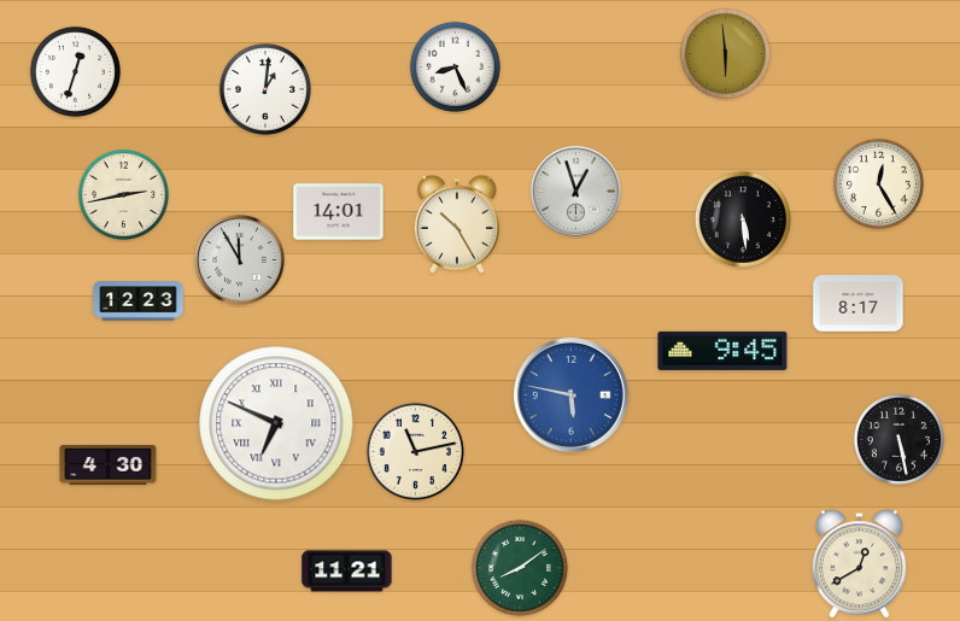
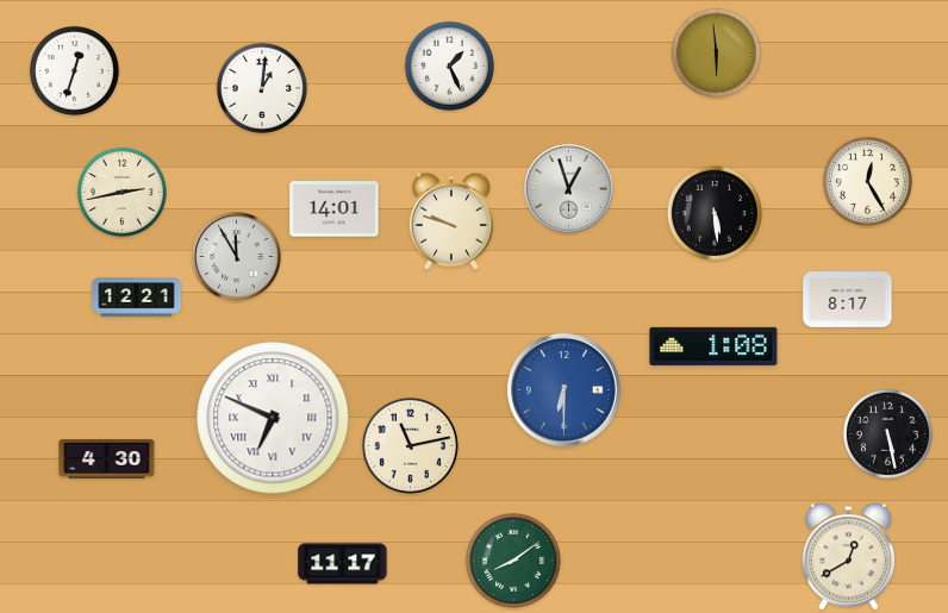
clock at (455, 66): 8:26 -> 1:26
clock at (743, 219) position: (743, 219) -> (715, 213)
clock at (457, 224): 10:25 -> 9:48
clock at (139, 301): 12:23 -> 12:21
clock at (722, 351): 9:45 -> 1:08
clock at (570, 394): 5:47 -> 6:30
clock at (347, 572): 11:21 -> 11:17
